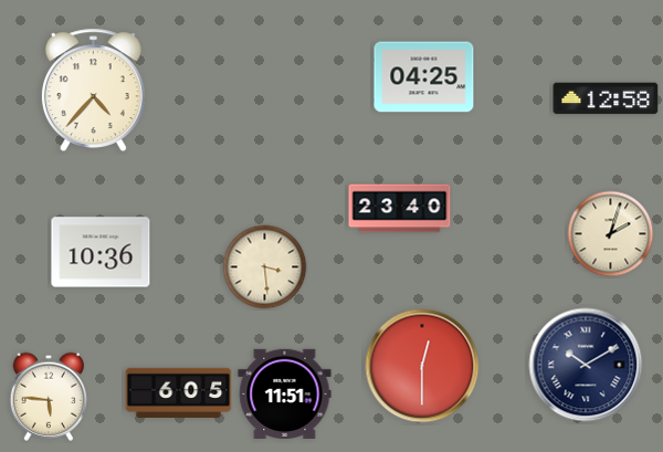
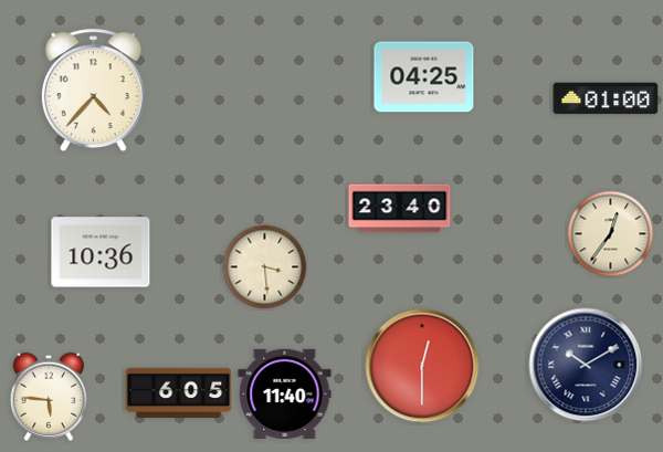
clock at (606, 98): 12:58 -> 01:00
clock at (611, 234): 2:03 -> 12:36
clock at (285, 393): 11:51 -> 11:40
